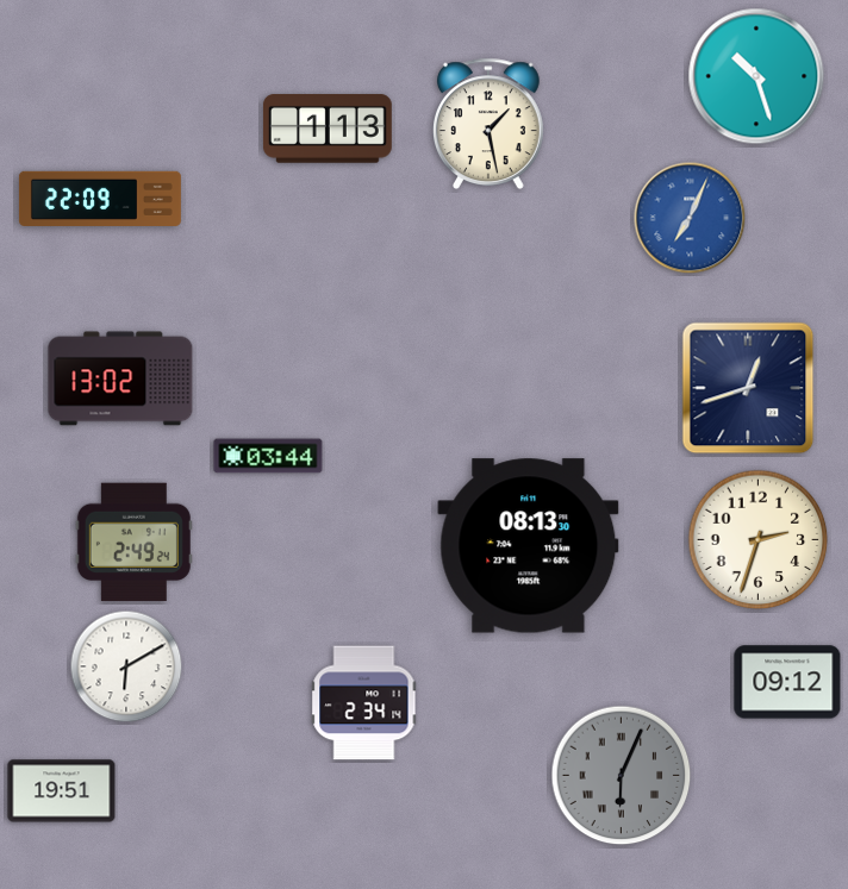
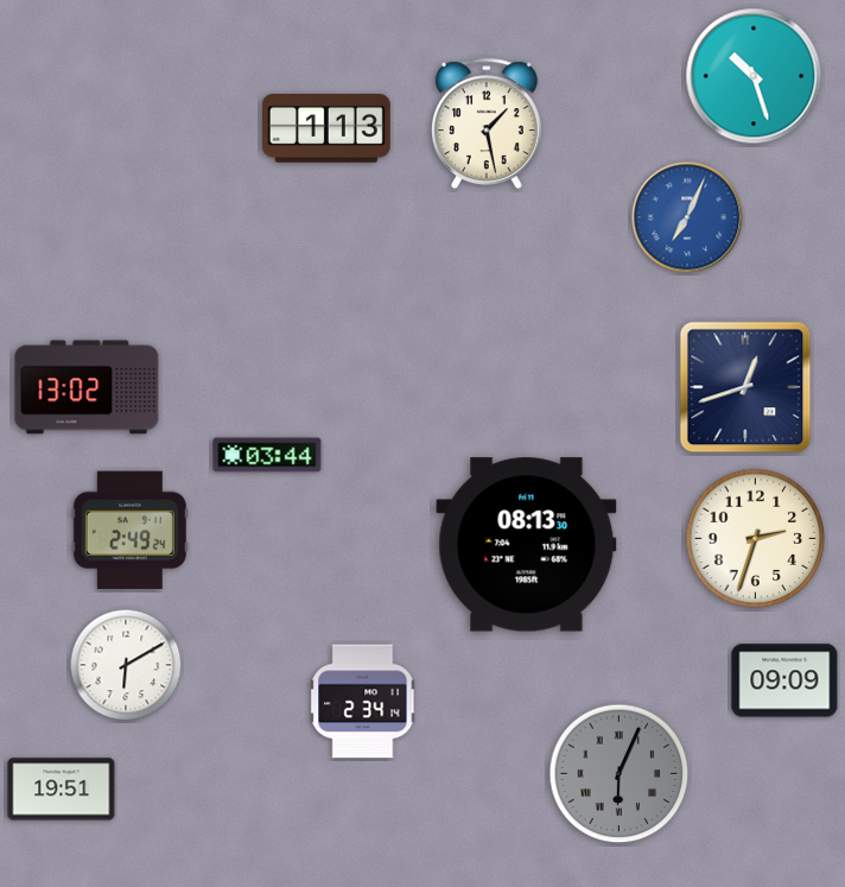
clock at (100, 199): 22:09 -> none
clock at (120, 378) position: (120, 378) -> (87, 387)
clock at (133, 543) position: (133, 543) -> (129, 531)
clock at (787, 682): 09:12 -> 09:09
